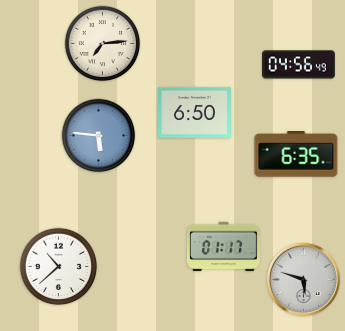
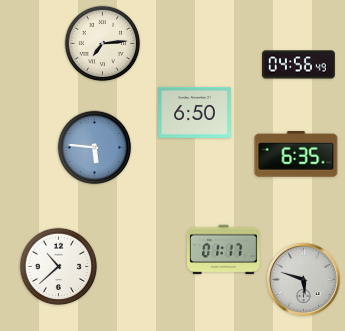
clock at (99, 136) position: (99, 136) -> (95, 148)
clock at (224, 247) position: (224, 247) -> (224, 250)
